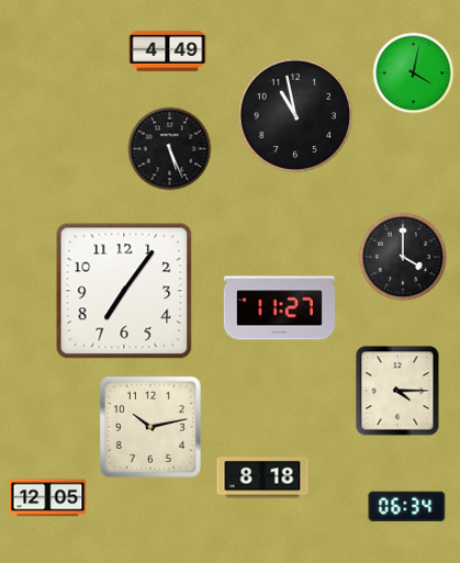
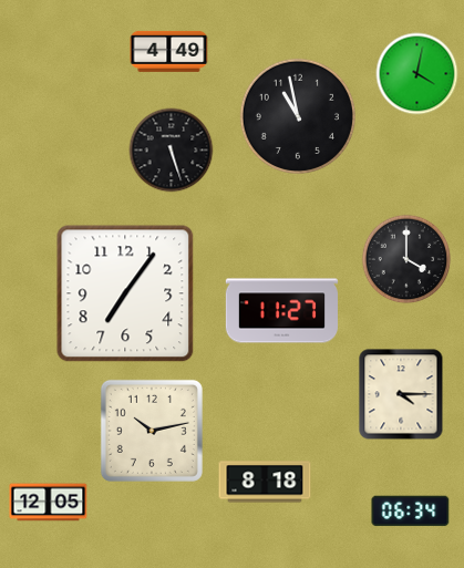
clock at (170, 149): 5:26 -> 5:27
